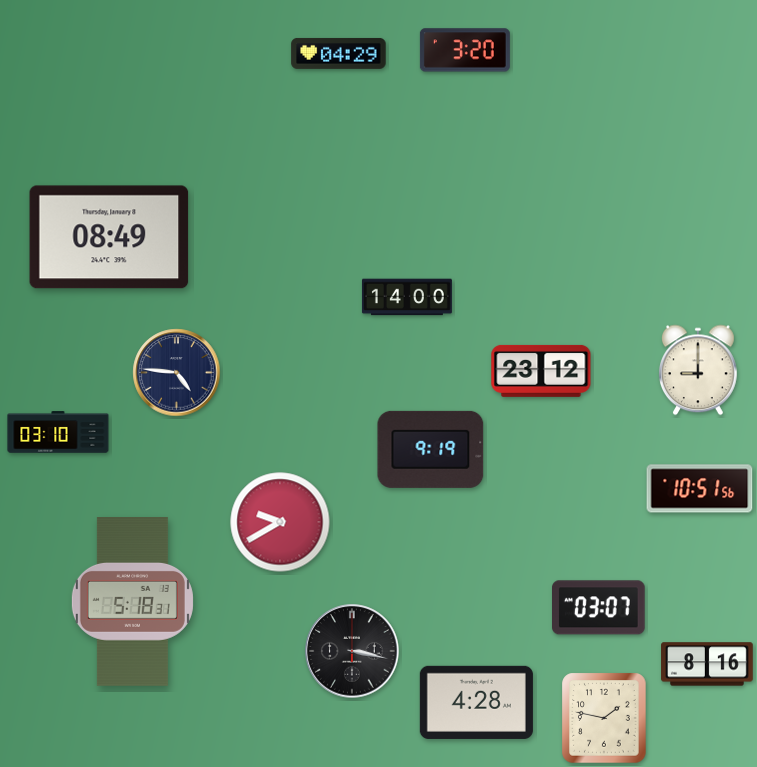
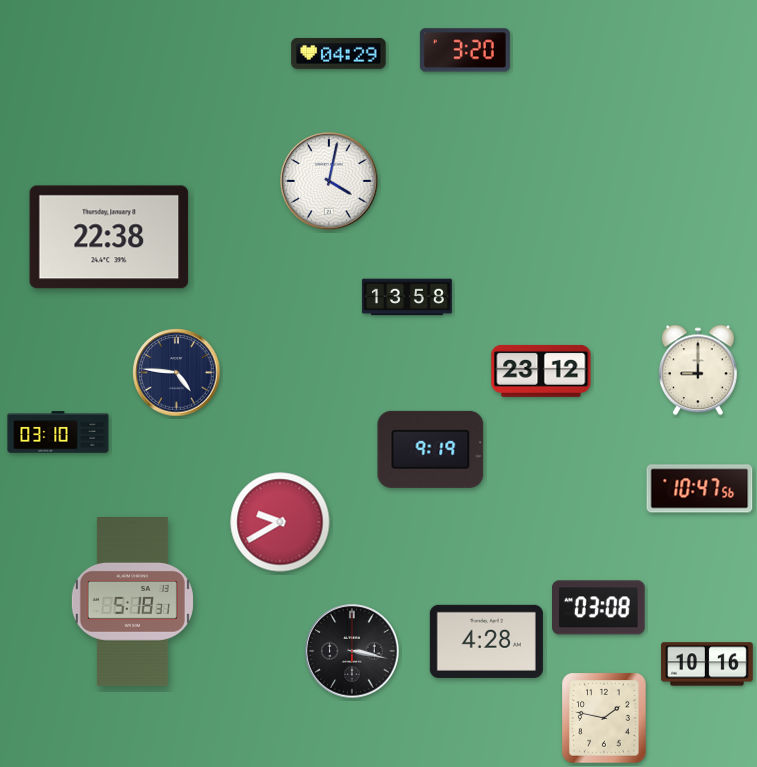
clock at (329, 181): none -> 4:02
clock at (109, 237): 08:49 -> 22:38
clock at (407, 297): 14:00 -> 13:58
clock at (700, 489): 10:51 -> 10:47
clock at (599, 608): 03:07 -> 03:08
clock at (707, 664): 8:16 -> 10:16
clock at (476, 702) position: (476, 702) -> (486, 641)
